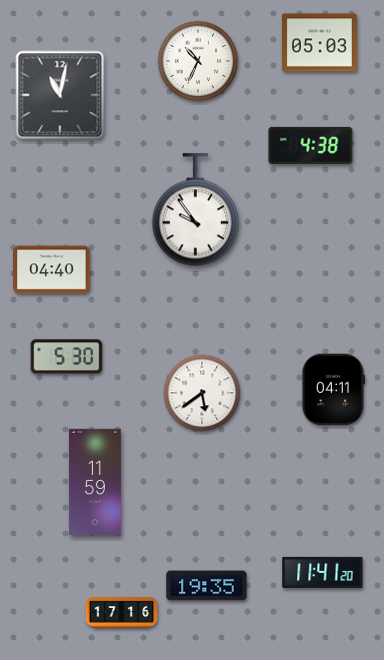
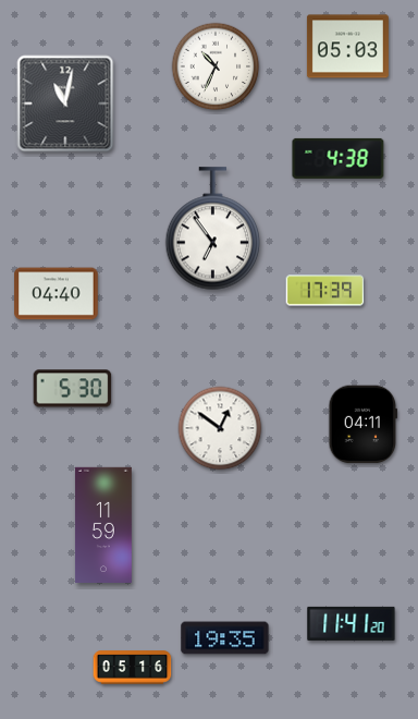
clock at (196, 210): 9:54 -> 6:54
clock at (325, 291): none -> 17:39
clock at (202, 393): 5:39 -> 12:51
clock at (122, 613): 17:16 -> 05:16
